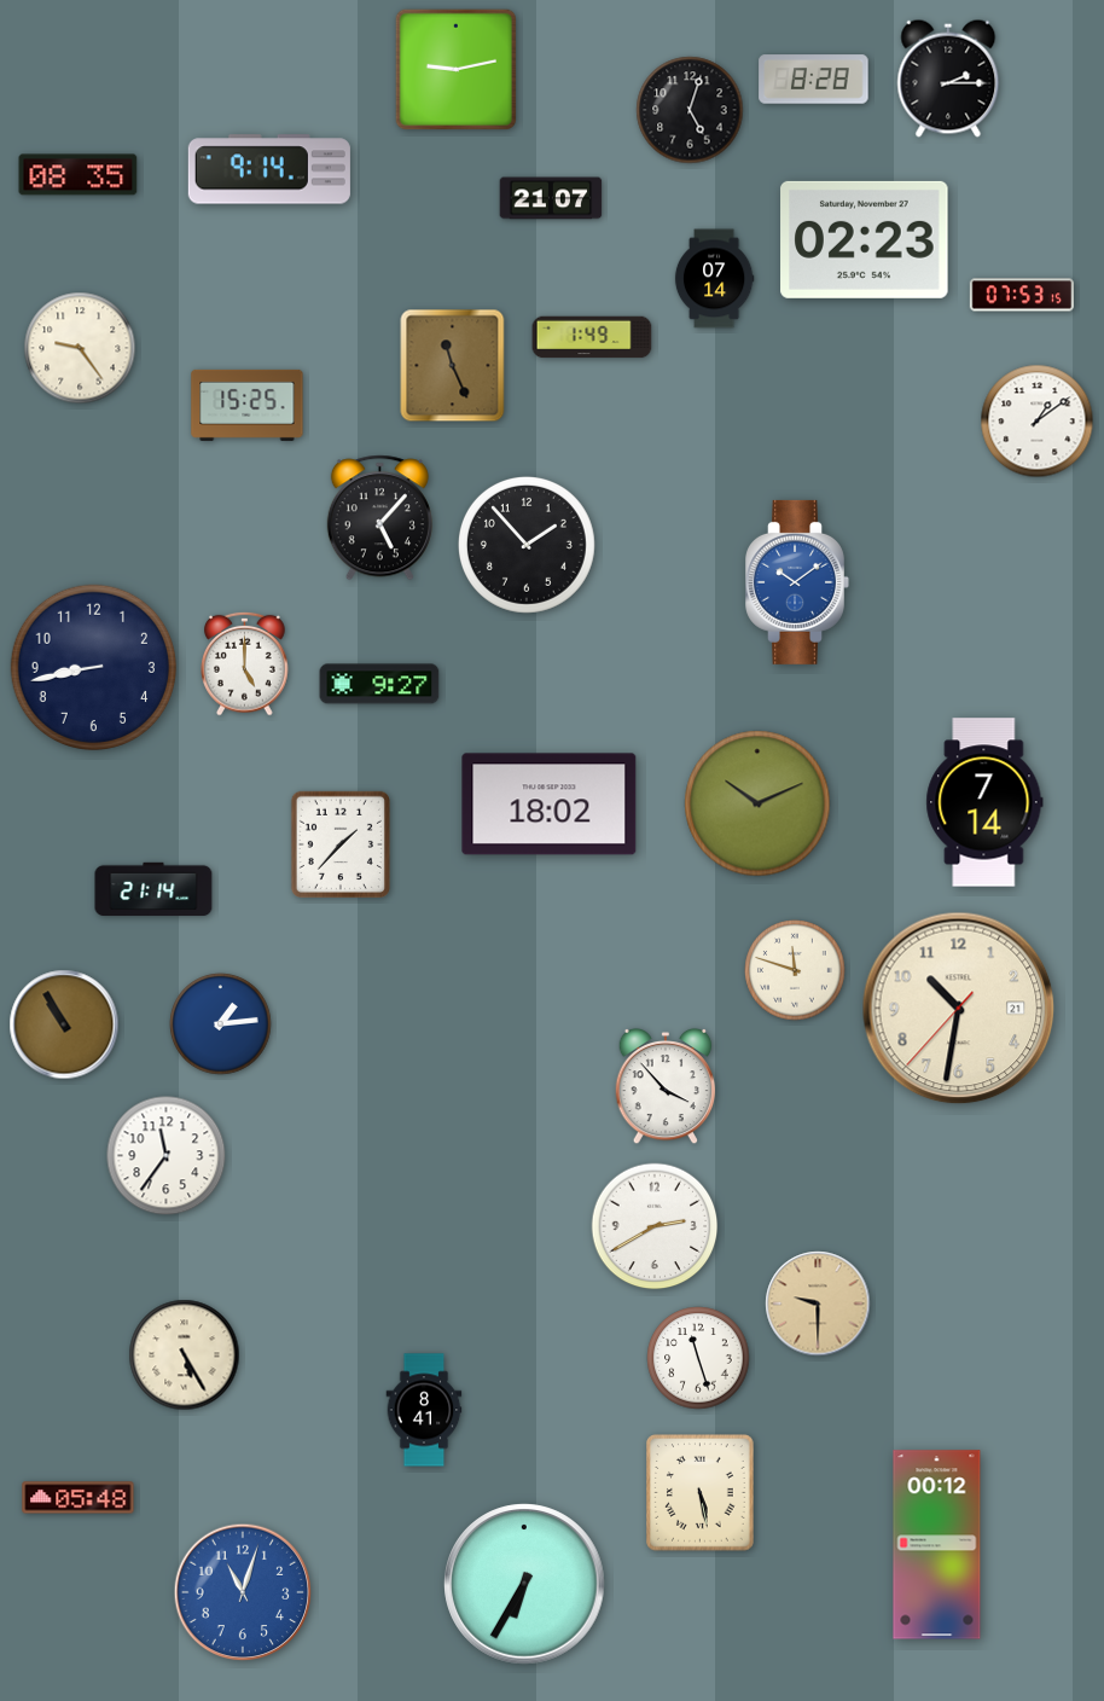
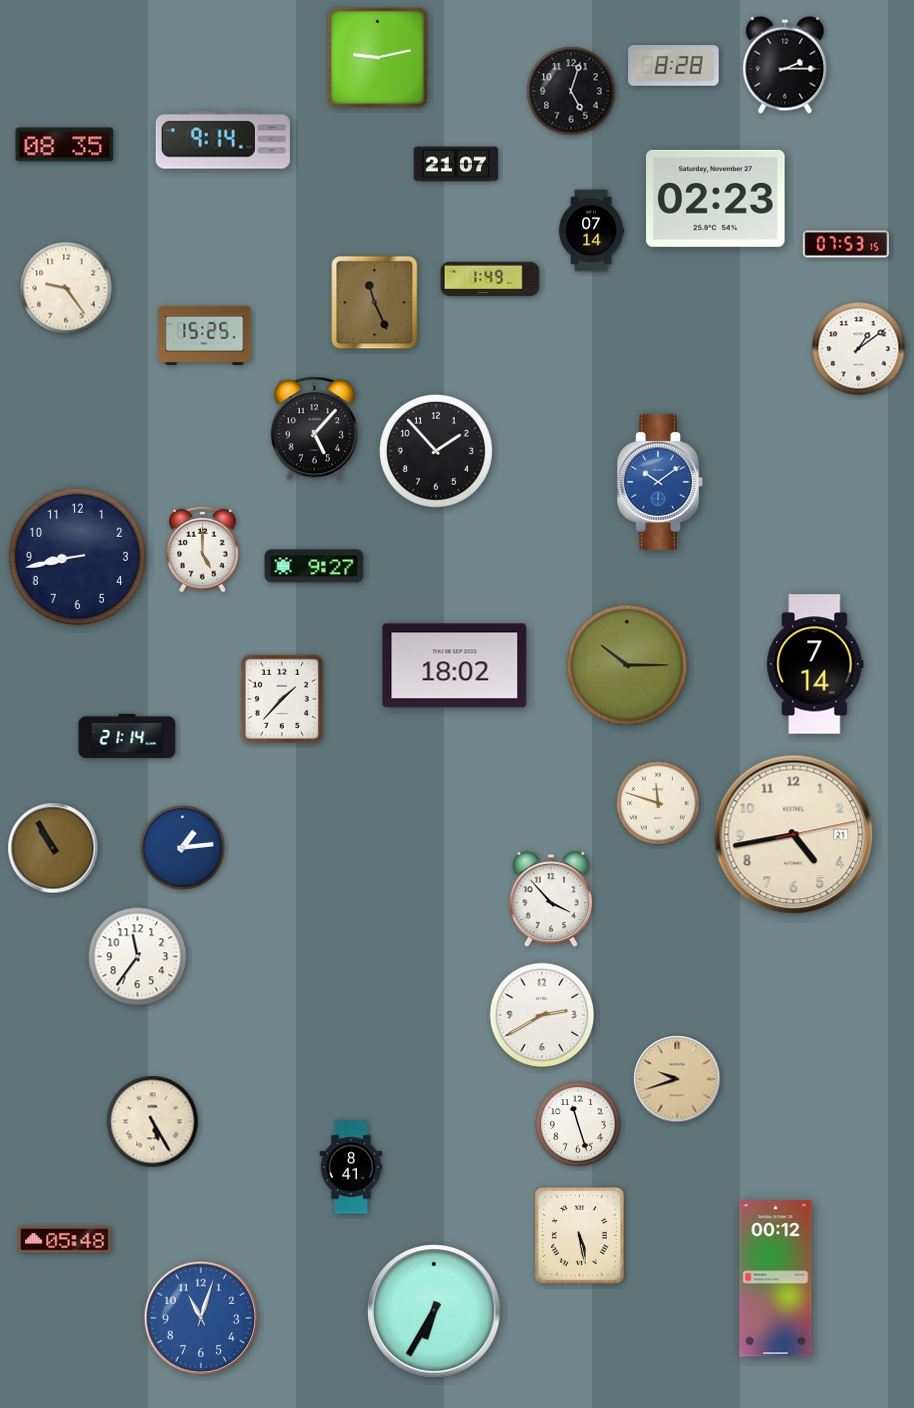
clock at (93, 667) position: (93, 667) -> (77, 556)
clock at (757, 803): 10:11 -> 10:15
clock at (959, 1009): 10:31 -> 4:43
clock at (818, 1304): 9:30 -> 9:42
